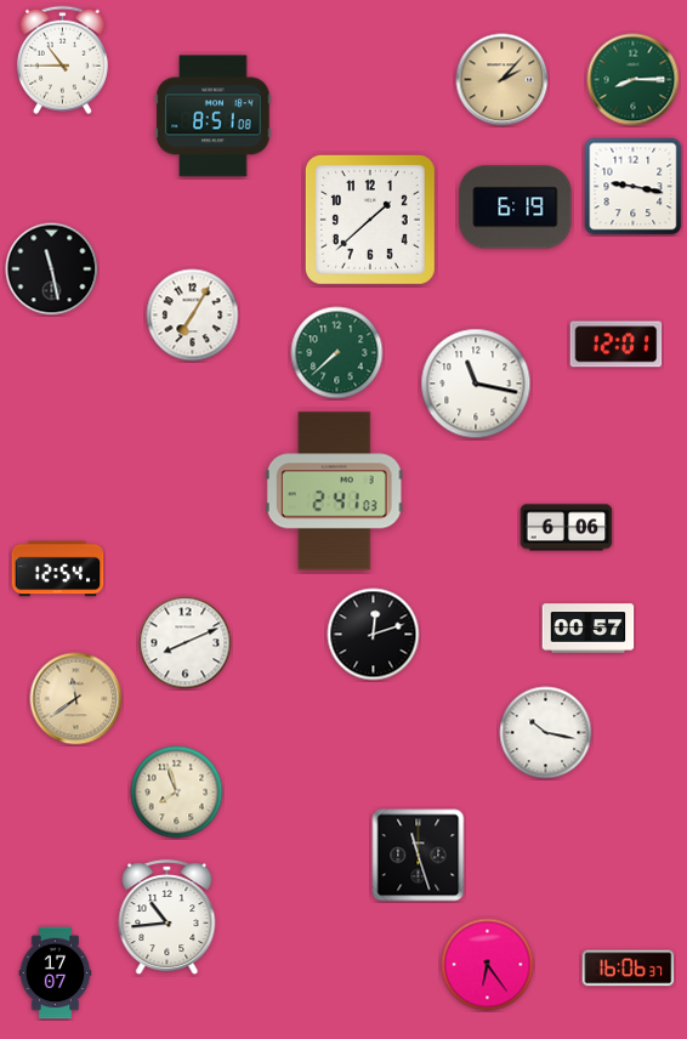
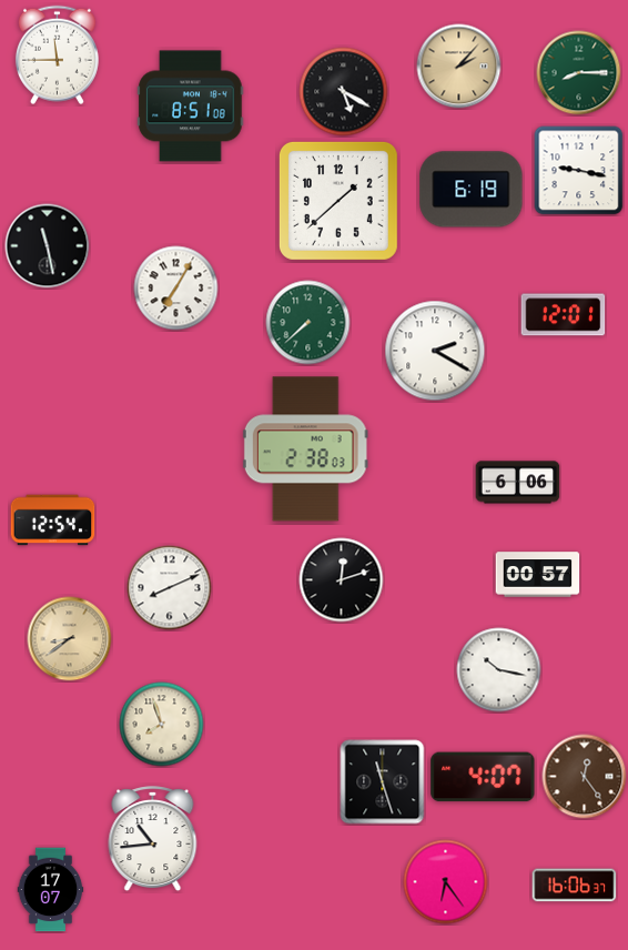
clock at (62, 61): 10:45 -> 11:45
clock at (503, 80) position: (503, 80) -> (459, 67)
clock at (344, 92): none -> 5:20
clock at (214, 117) position: (214, 117) -> (191, 107)
clock at (476, 384): 11:17 -> 2:20
clock at (334, 492): 2:41 -> 2:38
clock at (76, 699): 11:39 -> 8:39
clock at (483, 777): none -> 4:07
clock at (585, 777): none -> 12:24
